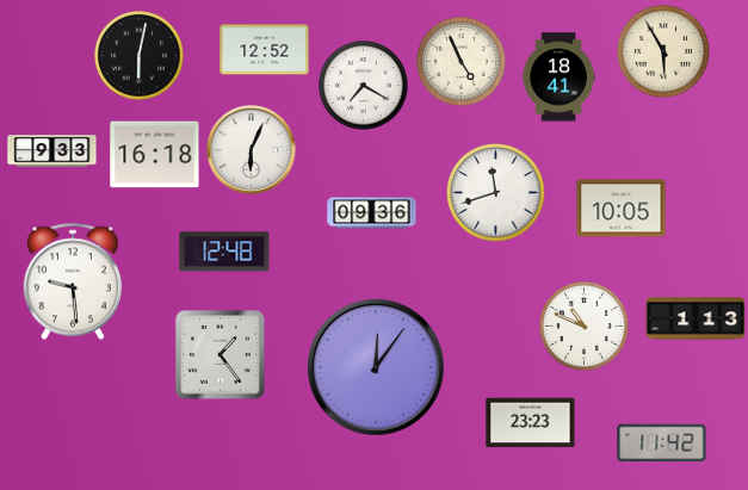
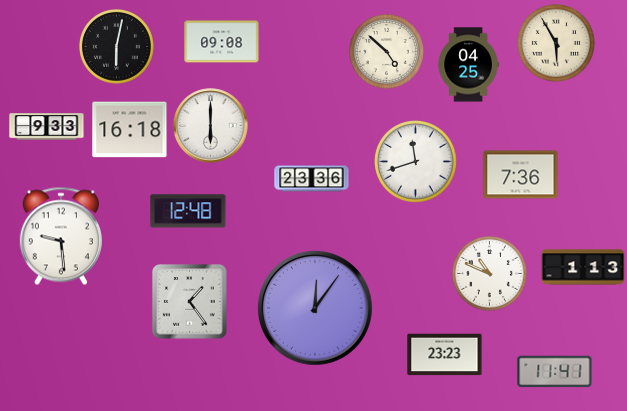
clock at (265, 50): 12:52 -> 09:08
clock at (460, 61): 4:56 -> 4:52
clock at (558, 77): 18:41 -> 04:25
clock at (363, 85): 7:20 -> none
clock at (252, 150): 6:04 -> 6:00
clock at (52, 151) position: (52, 151) -> (47, 127)
clock at (622, 209): 10:05 -> 7:36
clock at (372, 213): 09:36 -> 23:36
clock at (221, 355) position: (221, 355) -> (190, 302)
clock at (662, 444): 11:42 -> 11:41
